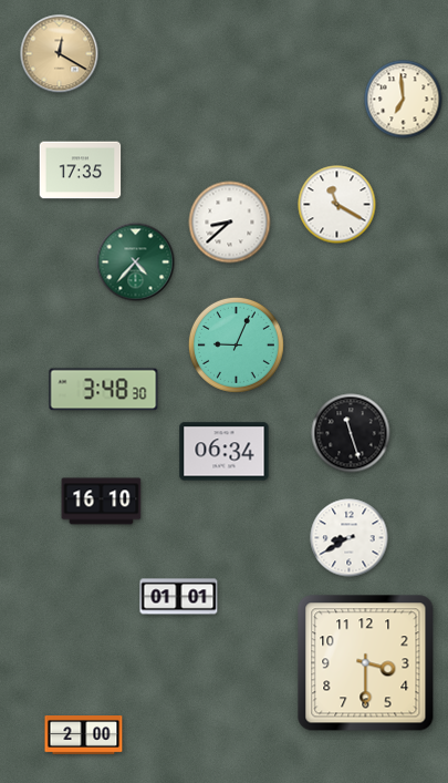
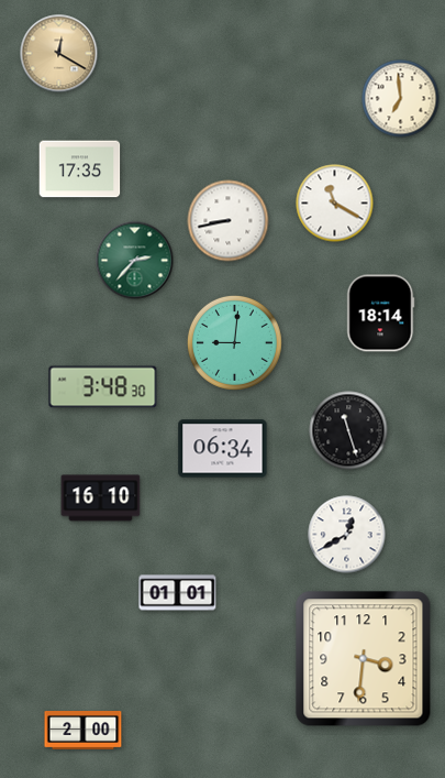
clock at (230, 223): 8:38 -> 8:43
clock at (136, 262): 4:37 -> 2:37
clock at (381, 314): none -> 18:14
clock at (236, 344): 9:04 -> 9:01
clock at (350, 538): 8:40 -> 12:40
clock at (366, 663): 3:30 -> 3:31
